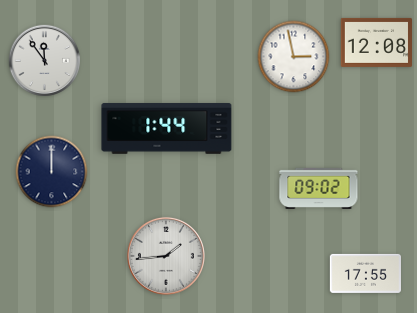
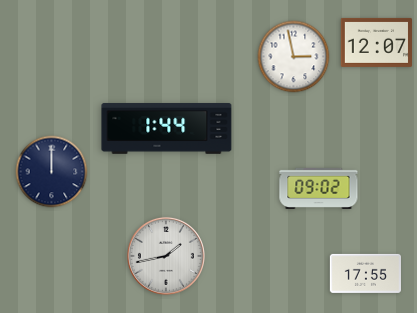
clock at (376, 42): 12:08 -> 12:07
clock at (45, 61): 11:54 -> none
clock at (166, 256): 1:44 -> 1:43
